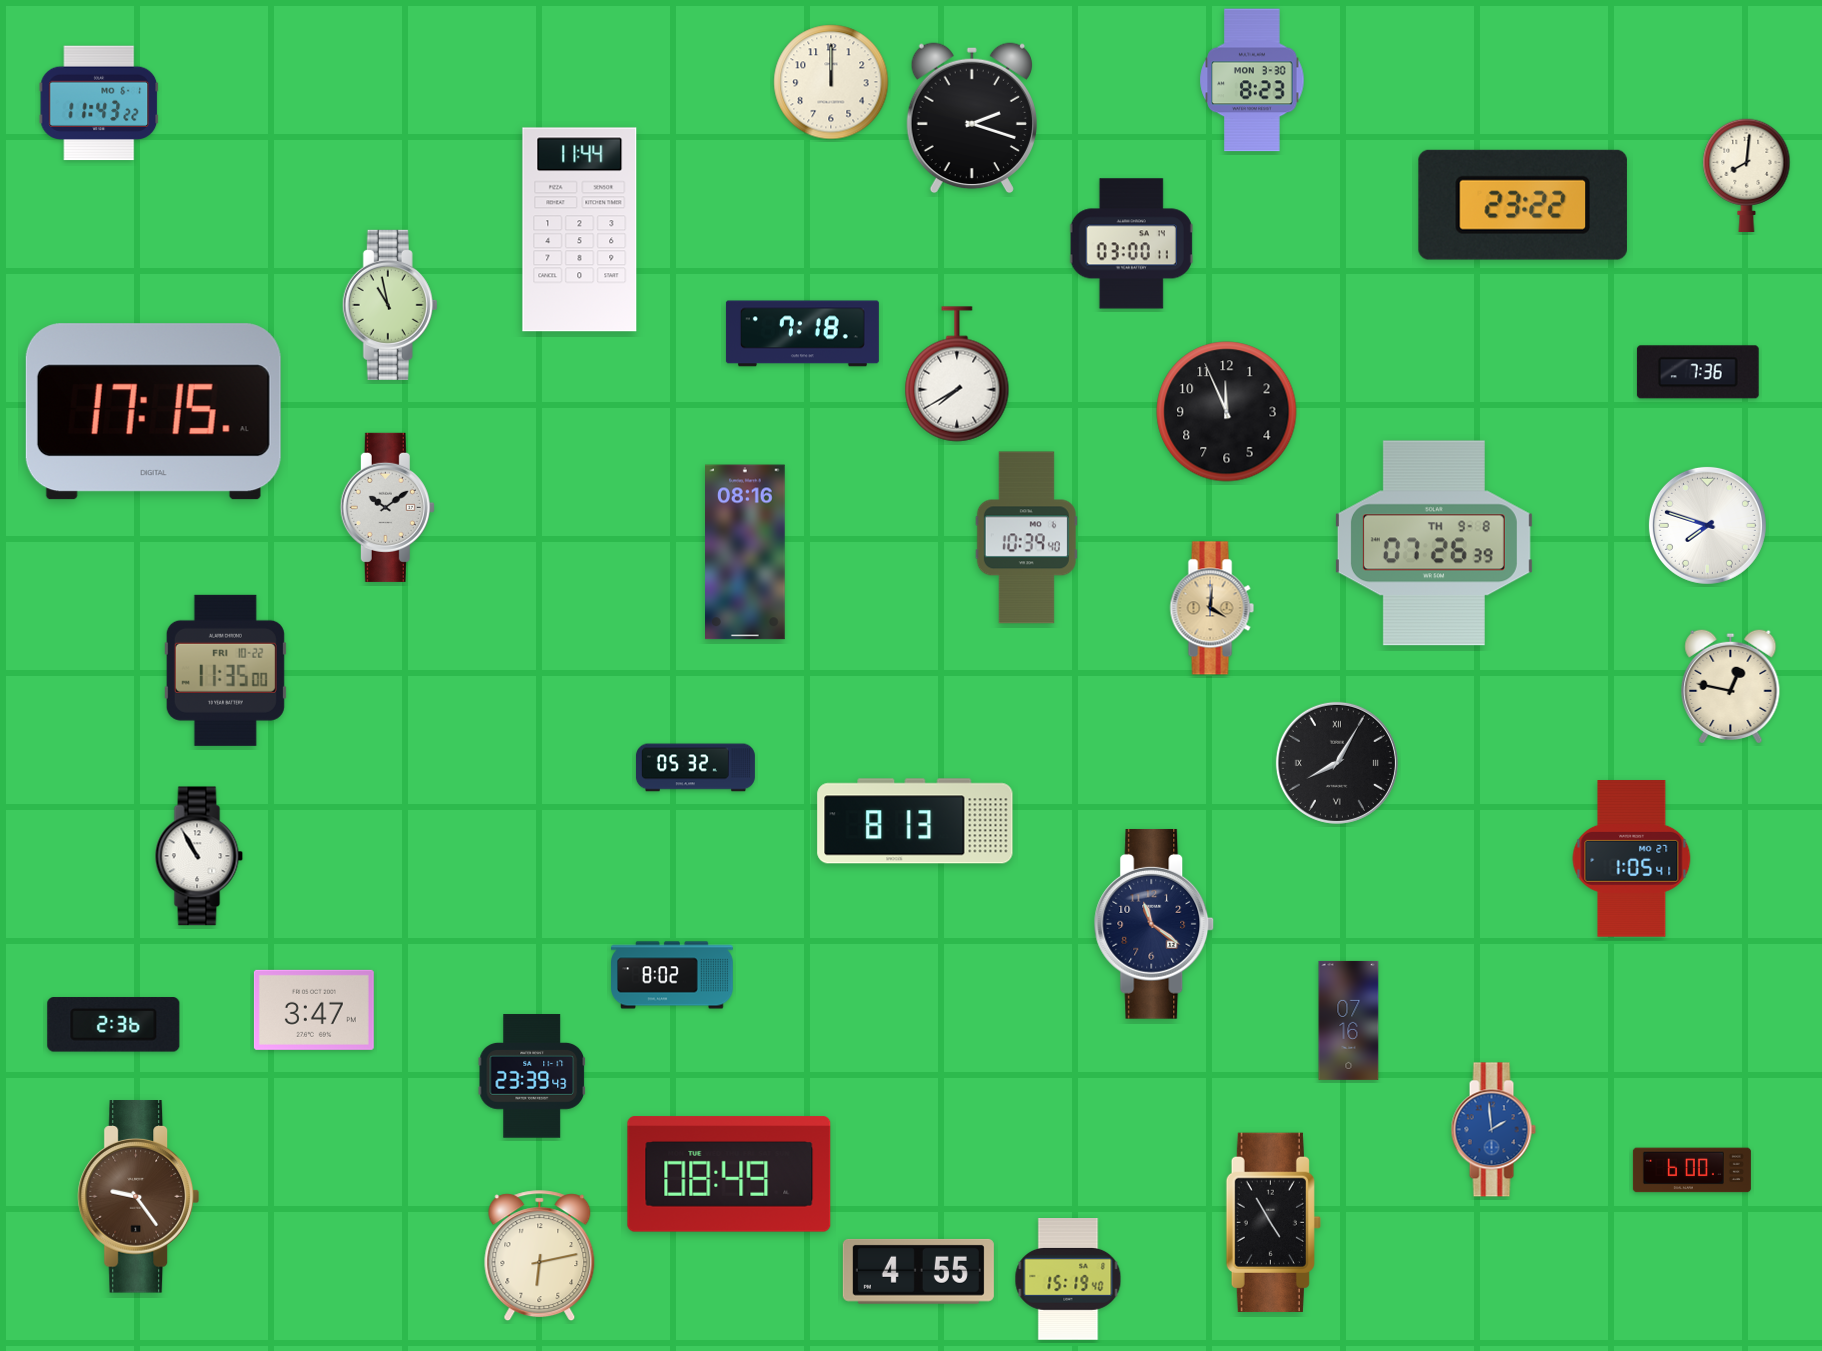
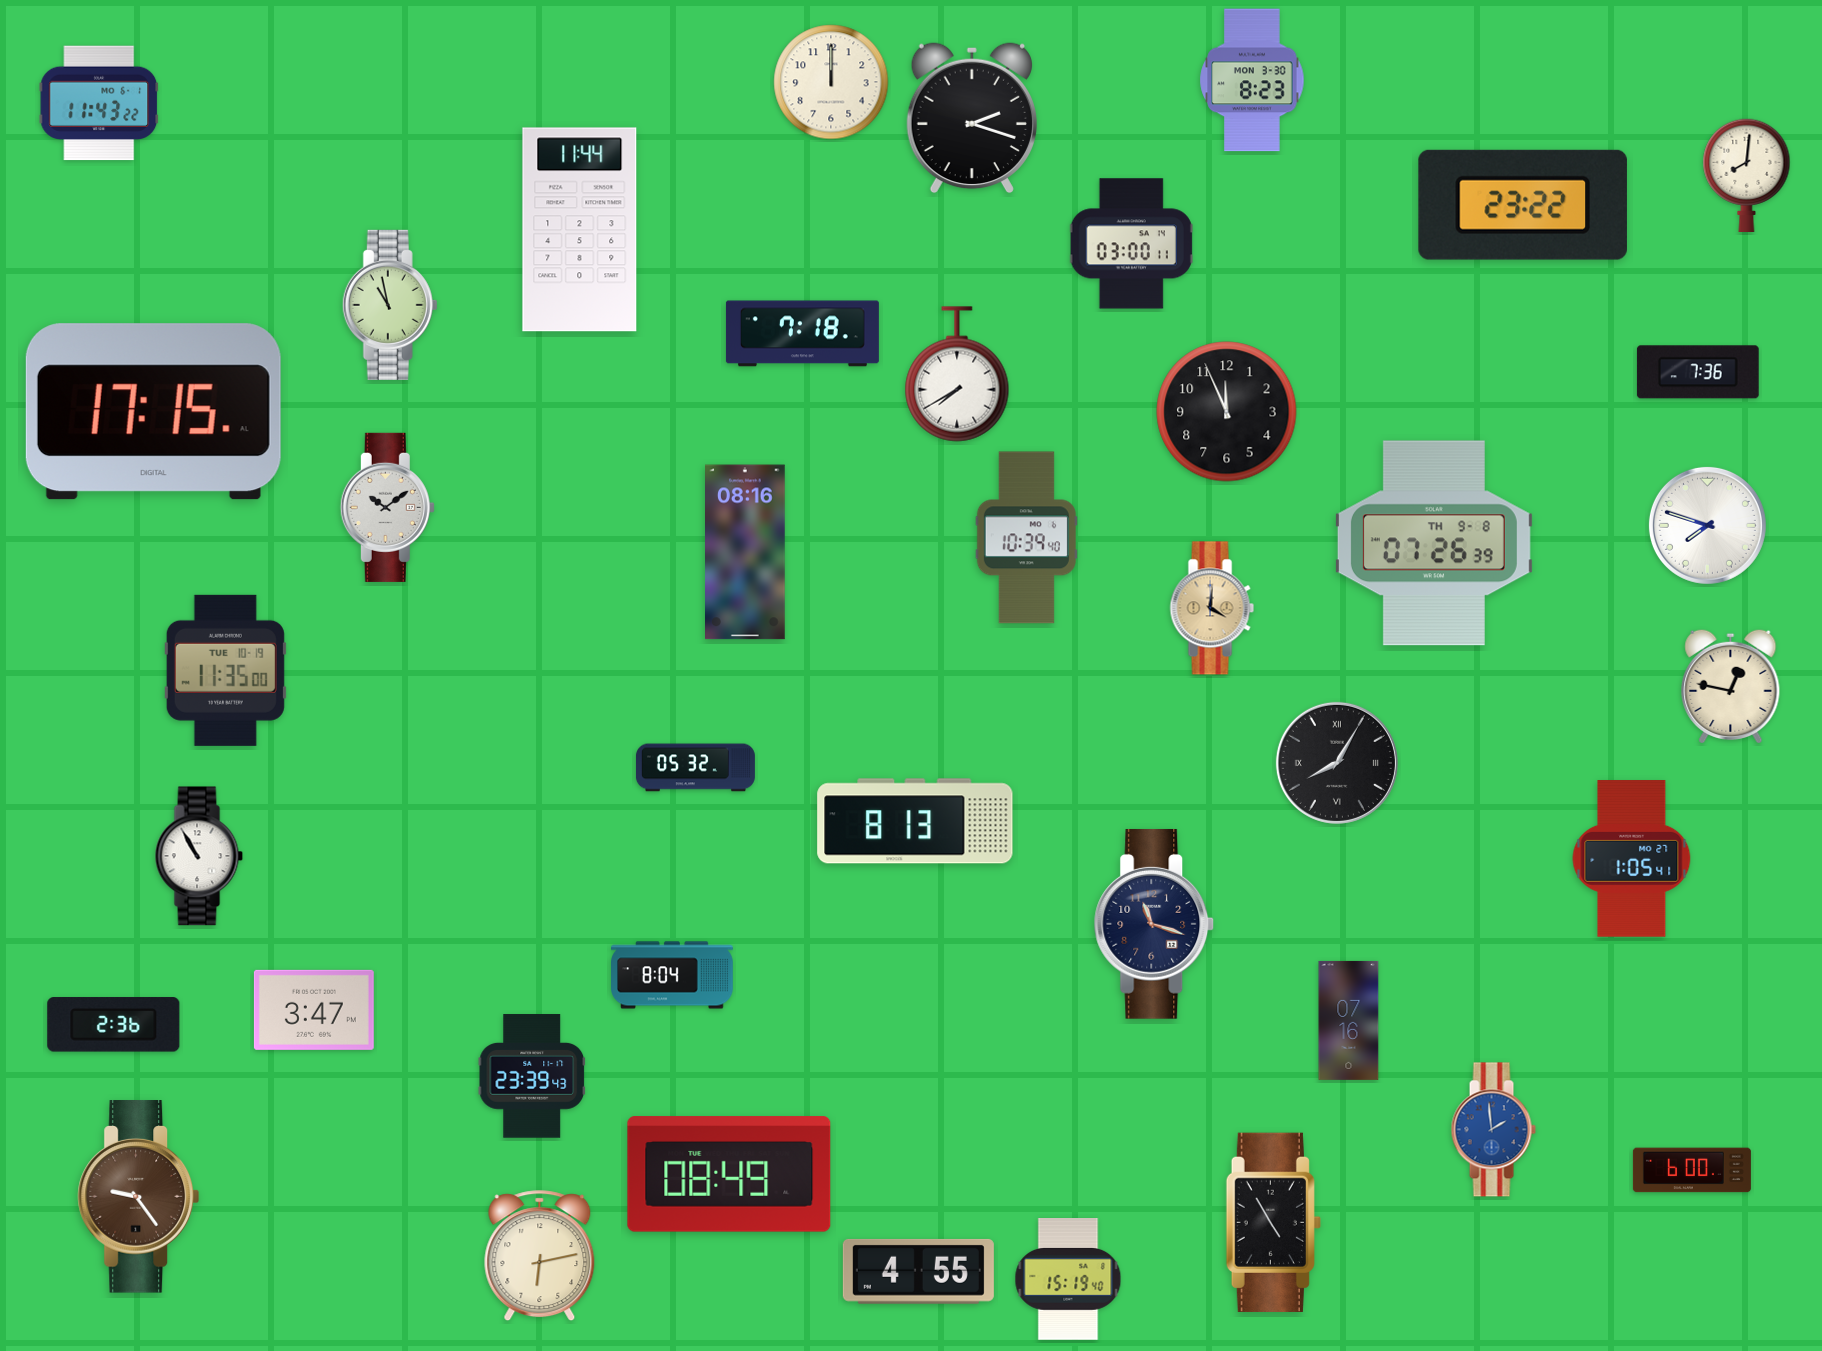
clock at (225, 670) date: FRI 10-22 -> TUE 10-19
clock at (1154, 924): 11:21 -> 11:18
clock at (672, 975): 8:02 -> 8:04
